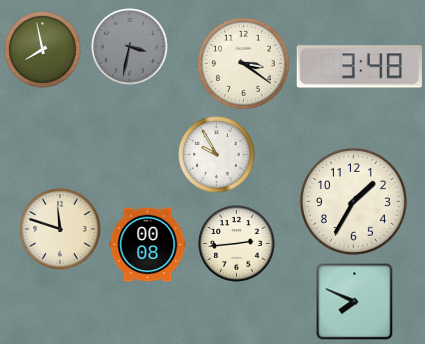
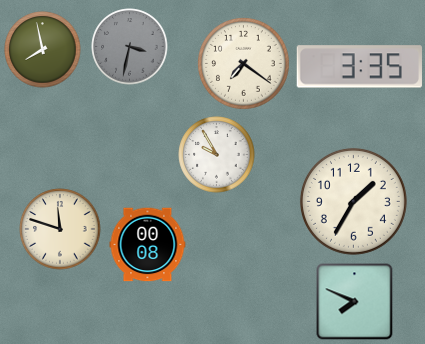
clock at (244, 64): 3:21 -> 7:21
clock at (359, 67): 3:48 -> 3:35
clock at (237, 244): 2:44 -> none
